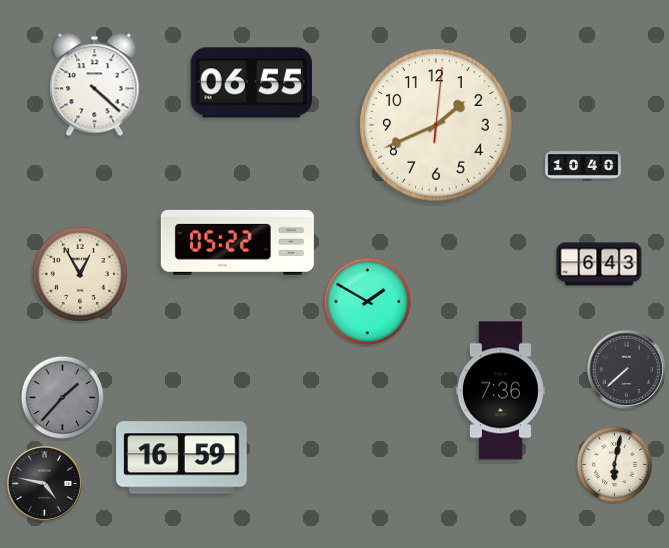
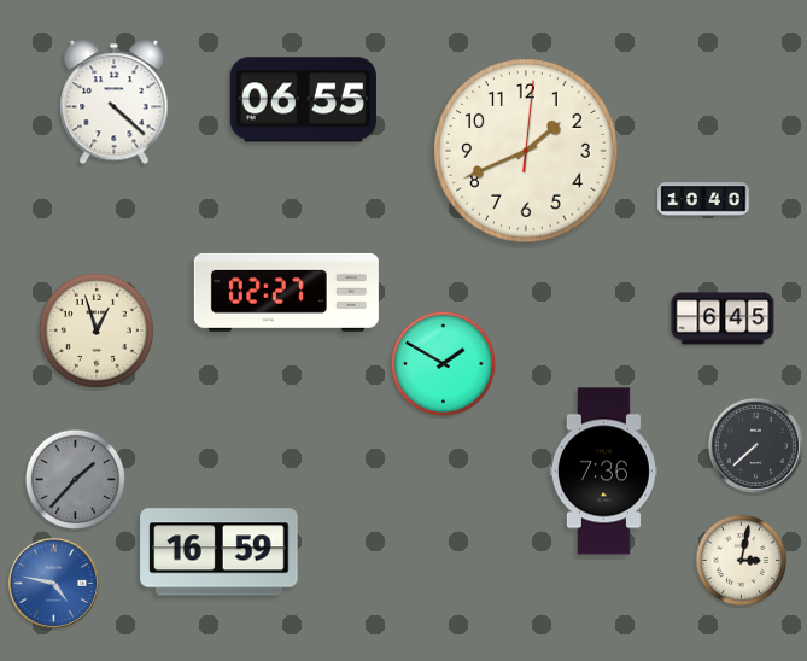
clock at (237, 242): 05:22 -> 02:27
clock at (599, 264): 6:43 -> 6:45
clock at (80, 274): 12:55 -> 12:57
clock at (615, 465): 6:02 -> 3:02
clock at (44, 483) dial: black -> blue
